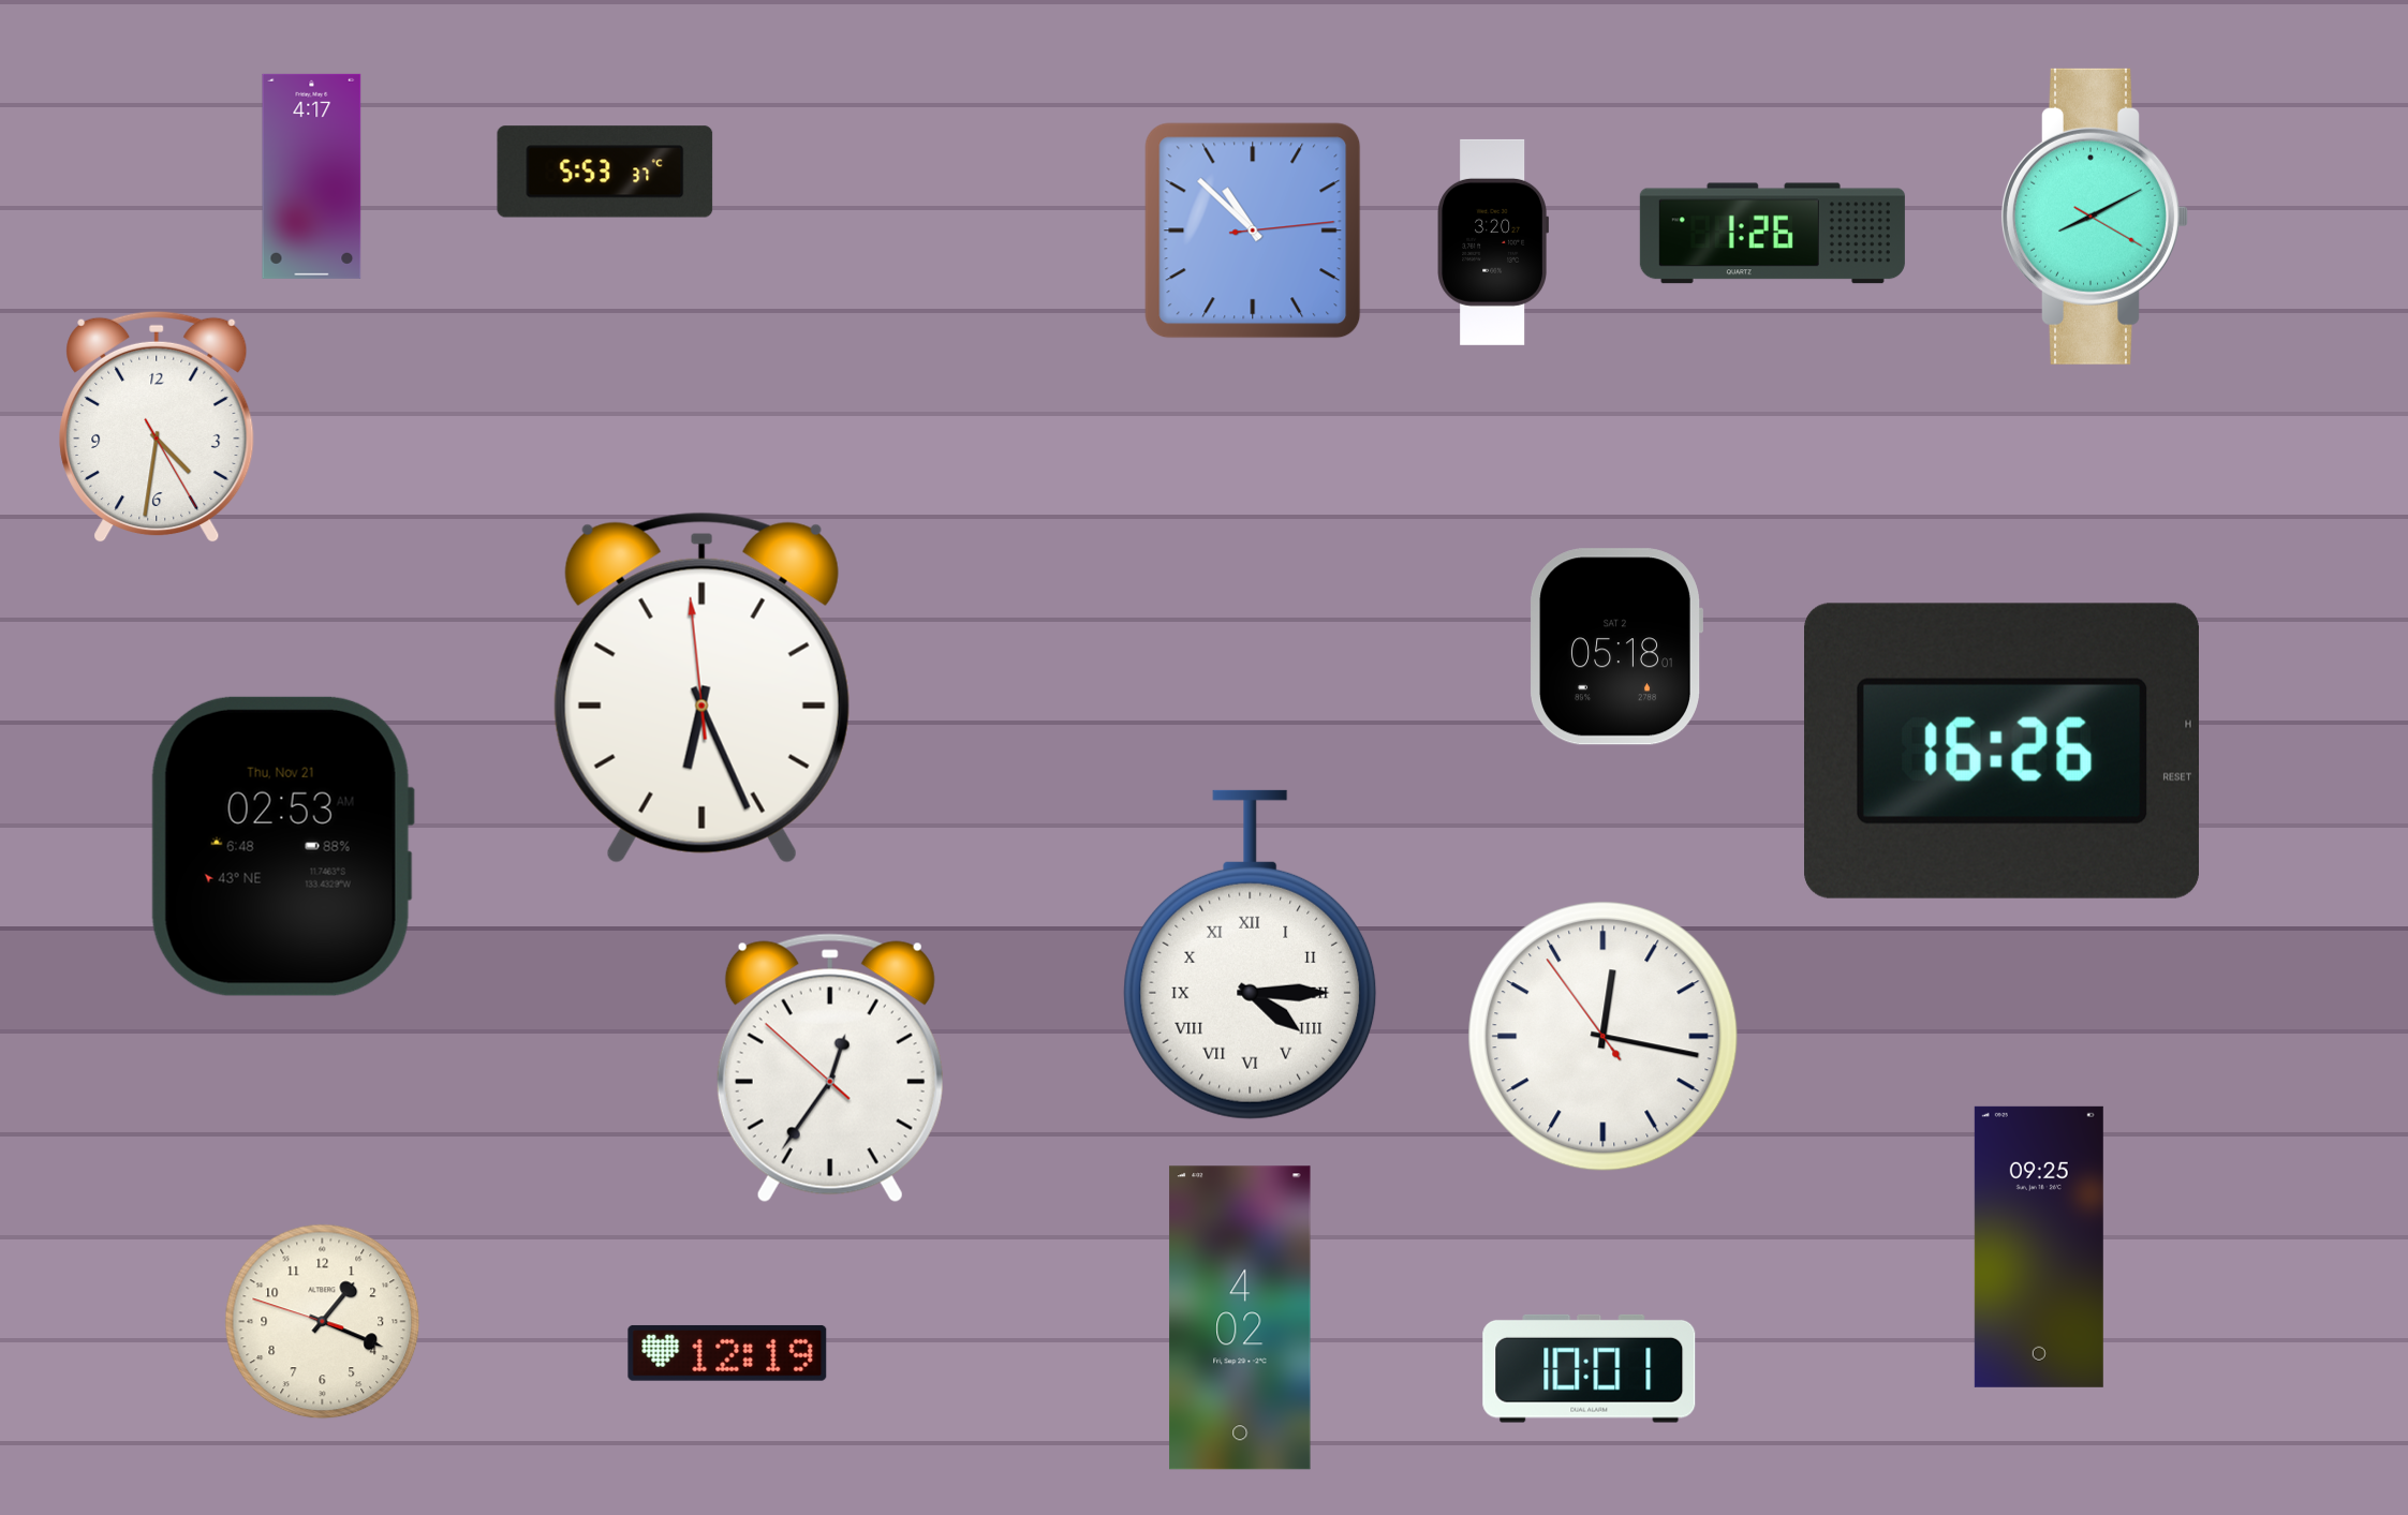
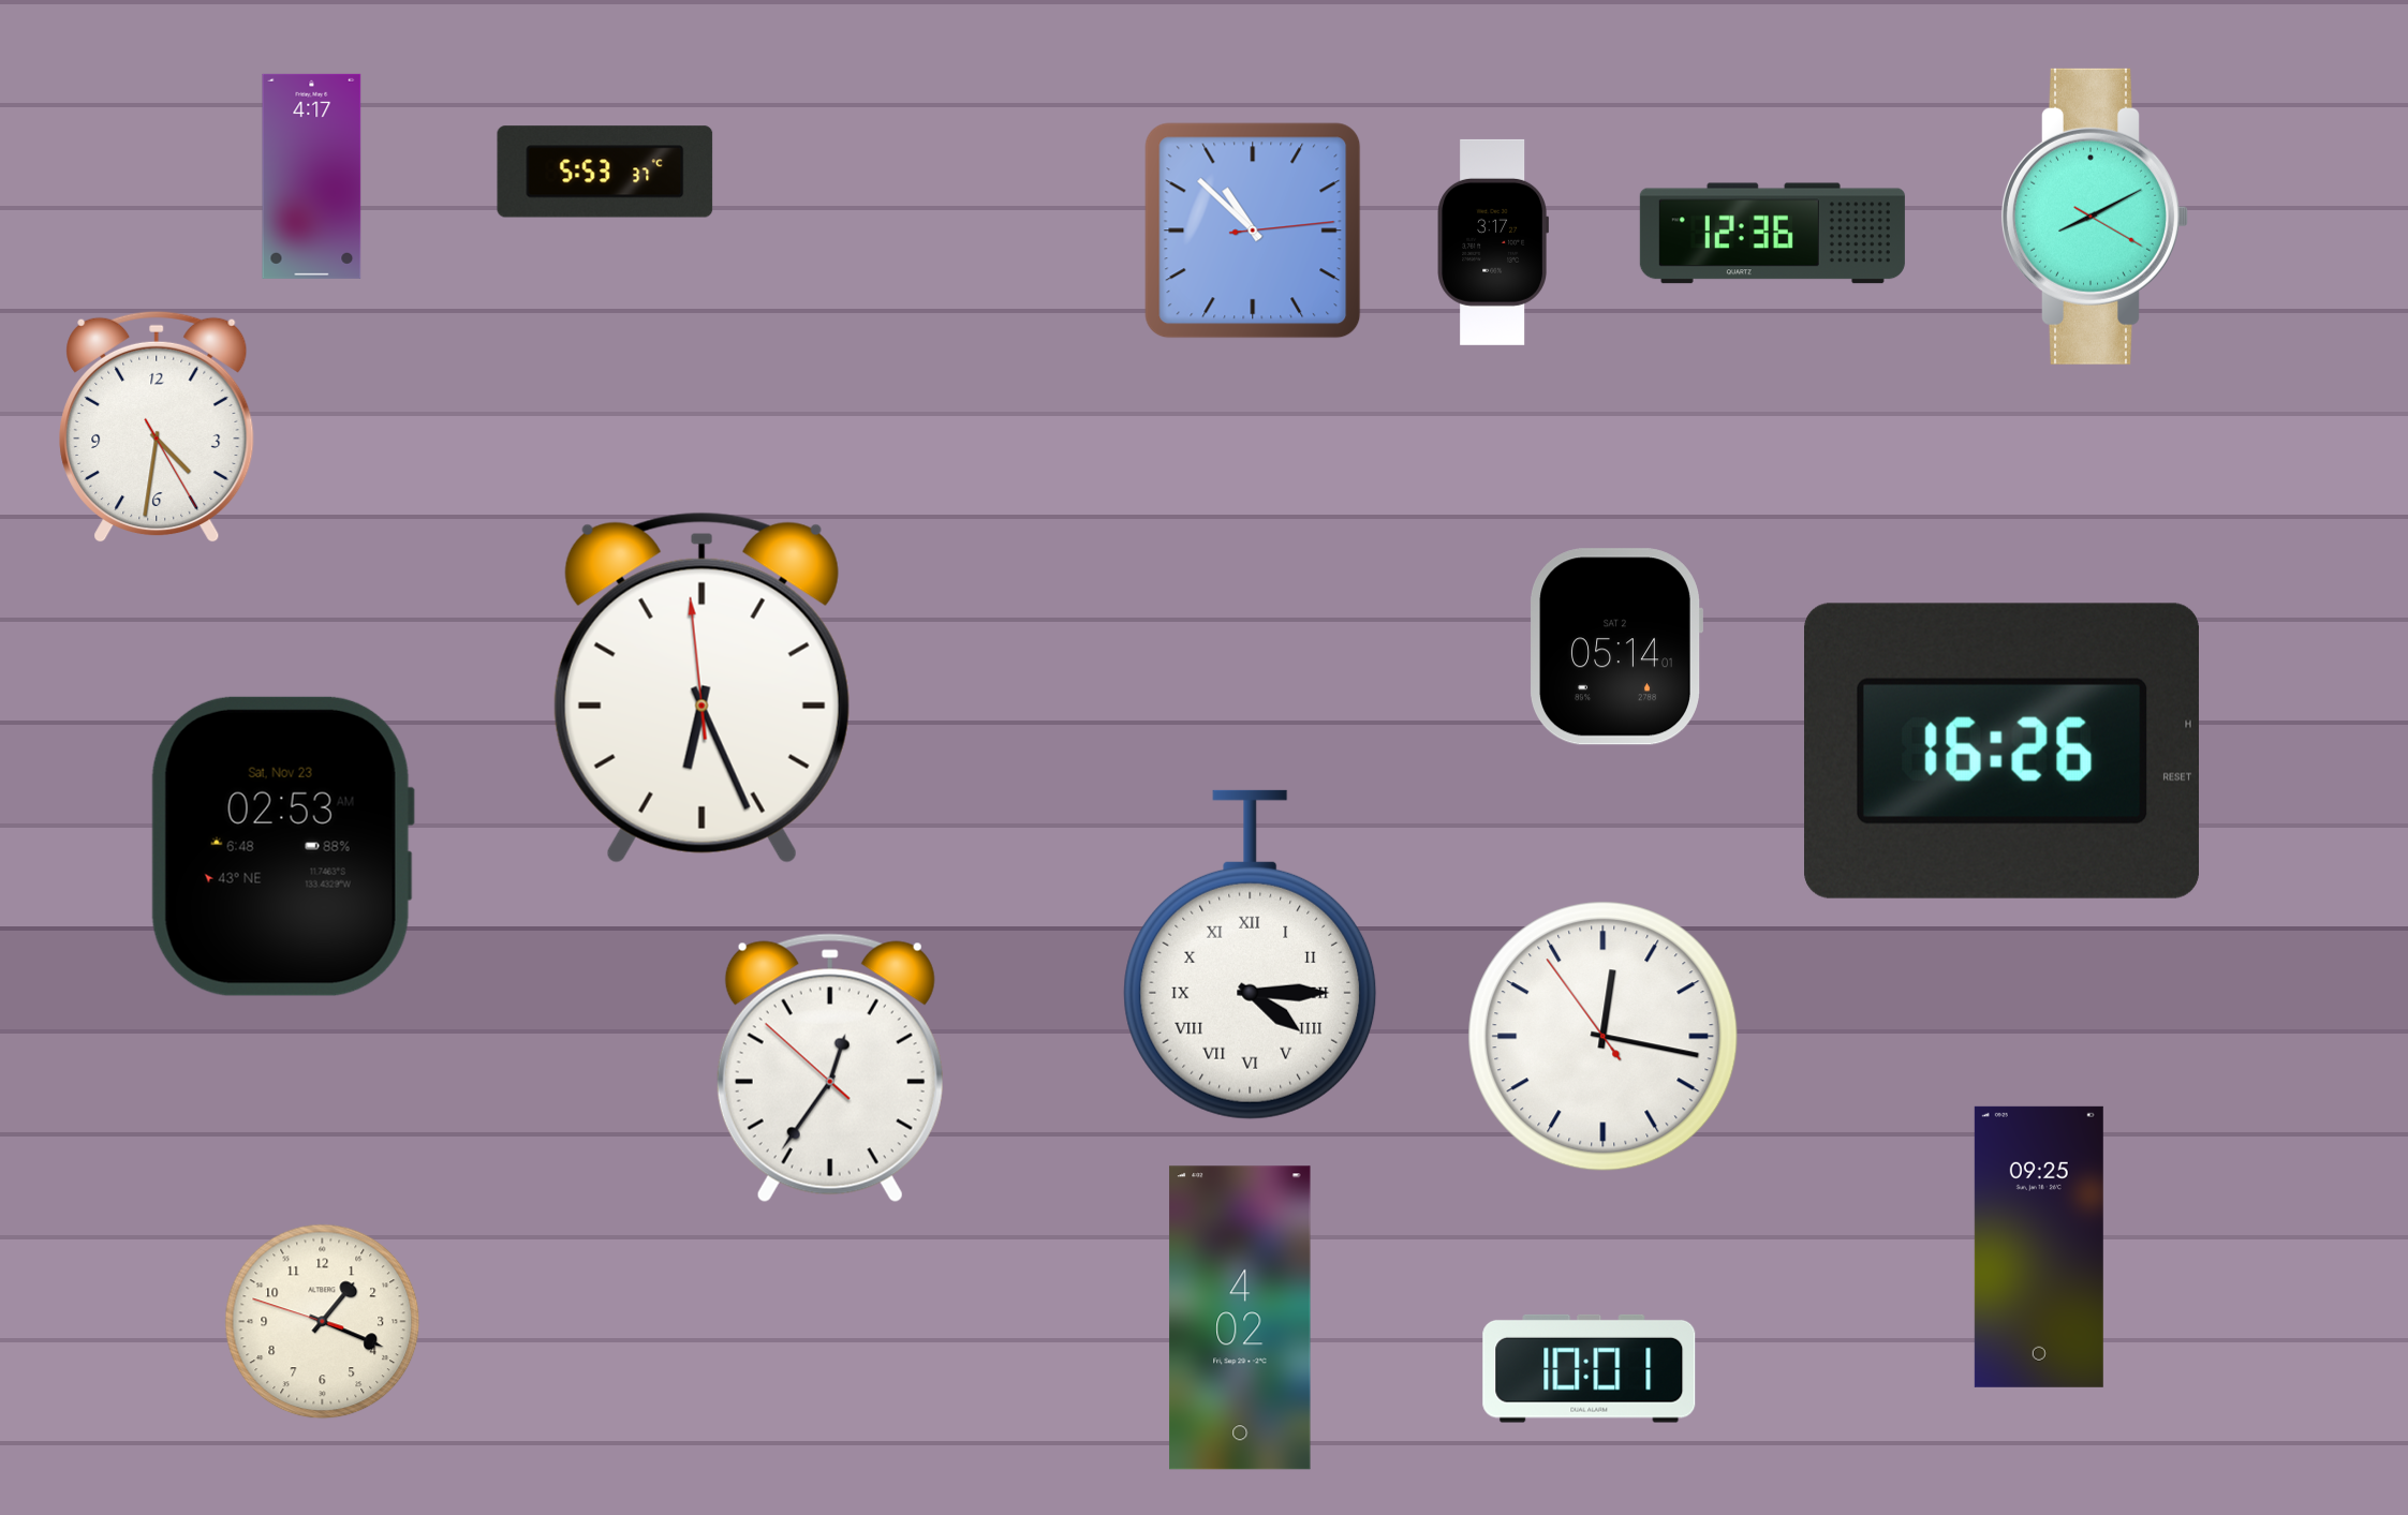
clock at (1772, 234): 1:26 -> 12:36
clock at (1492, 242): 3:20 -> 3:17
clock at (1616, 647): 05:18 -> 05:14
clock at (282, 846) date: Thu, Nov 21 -> Sat, Nov 23
clock at (727, 1353): 12:19 -> none
